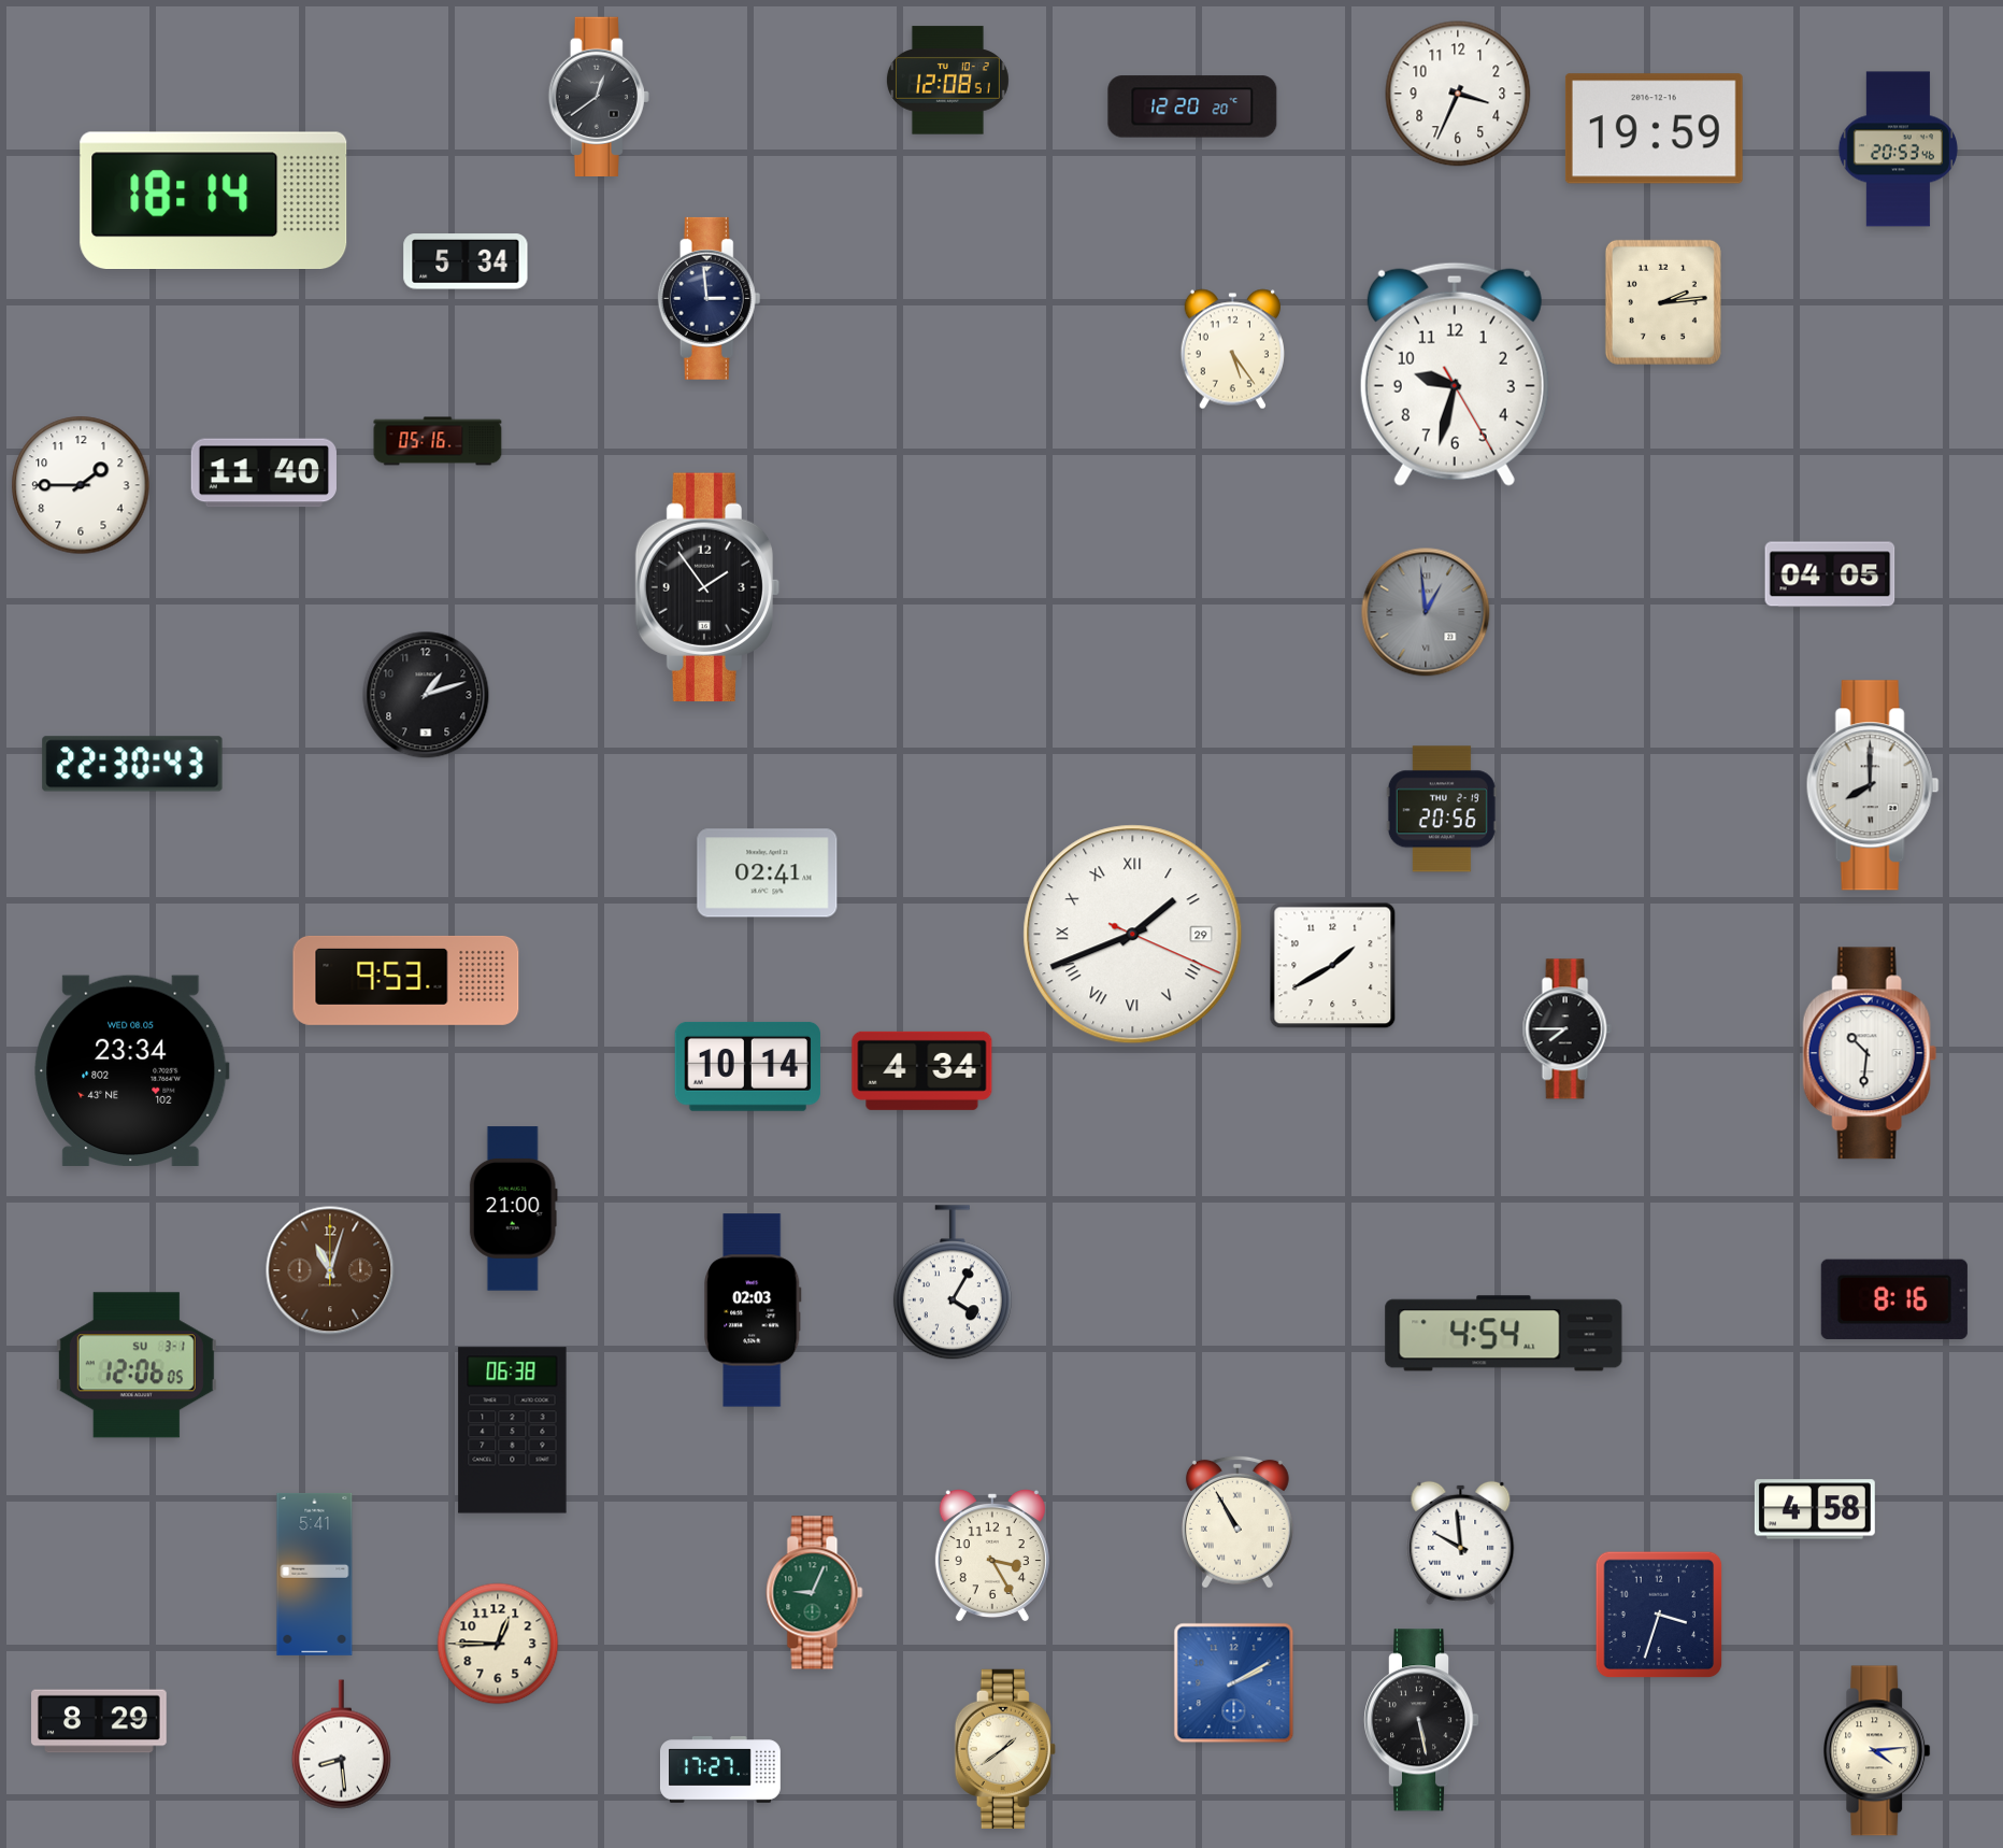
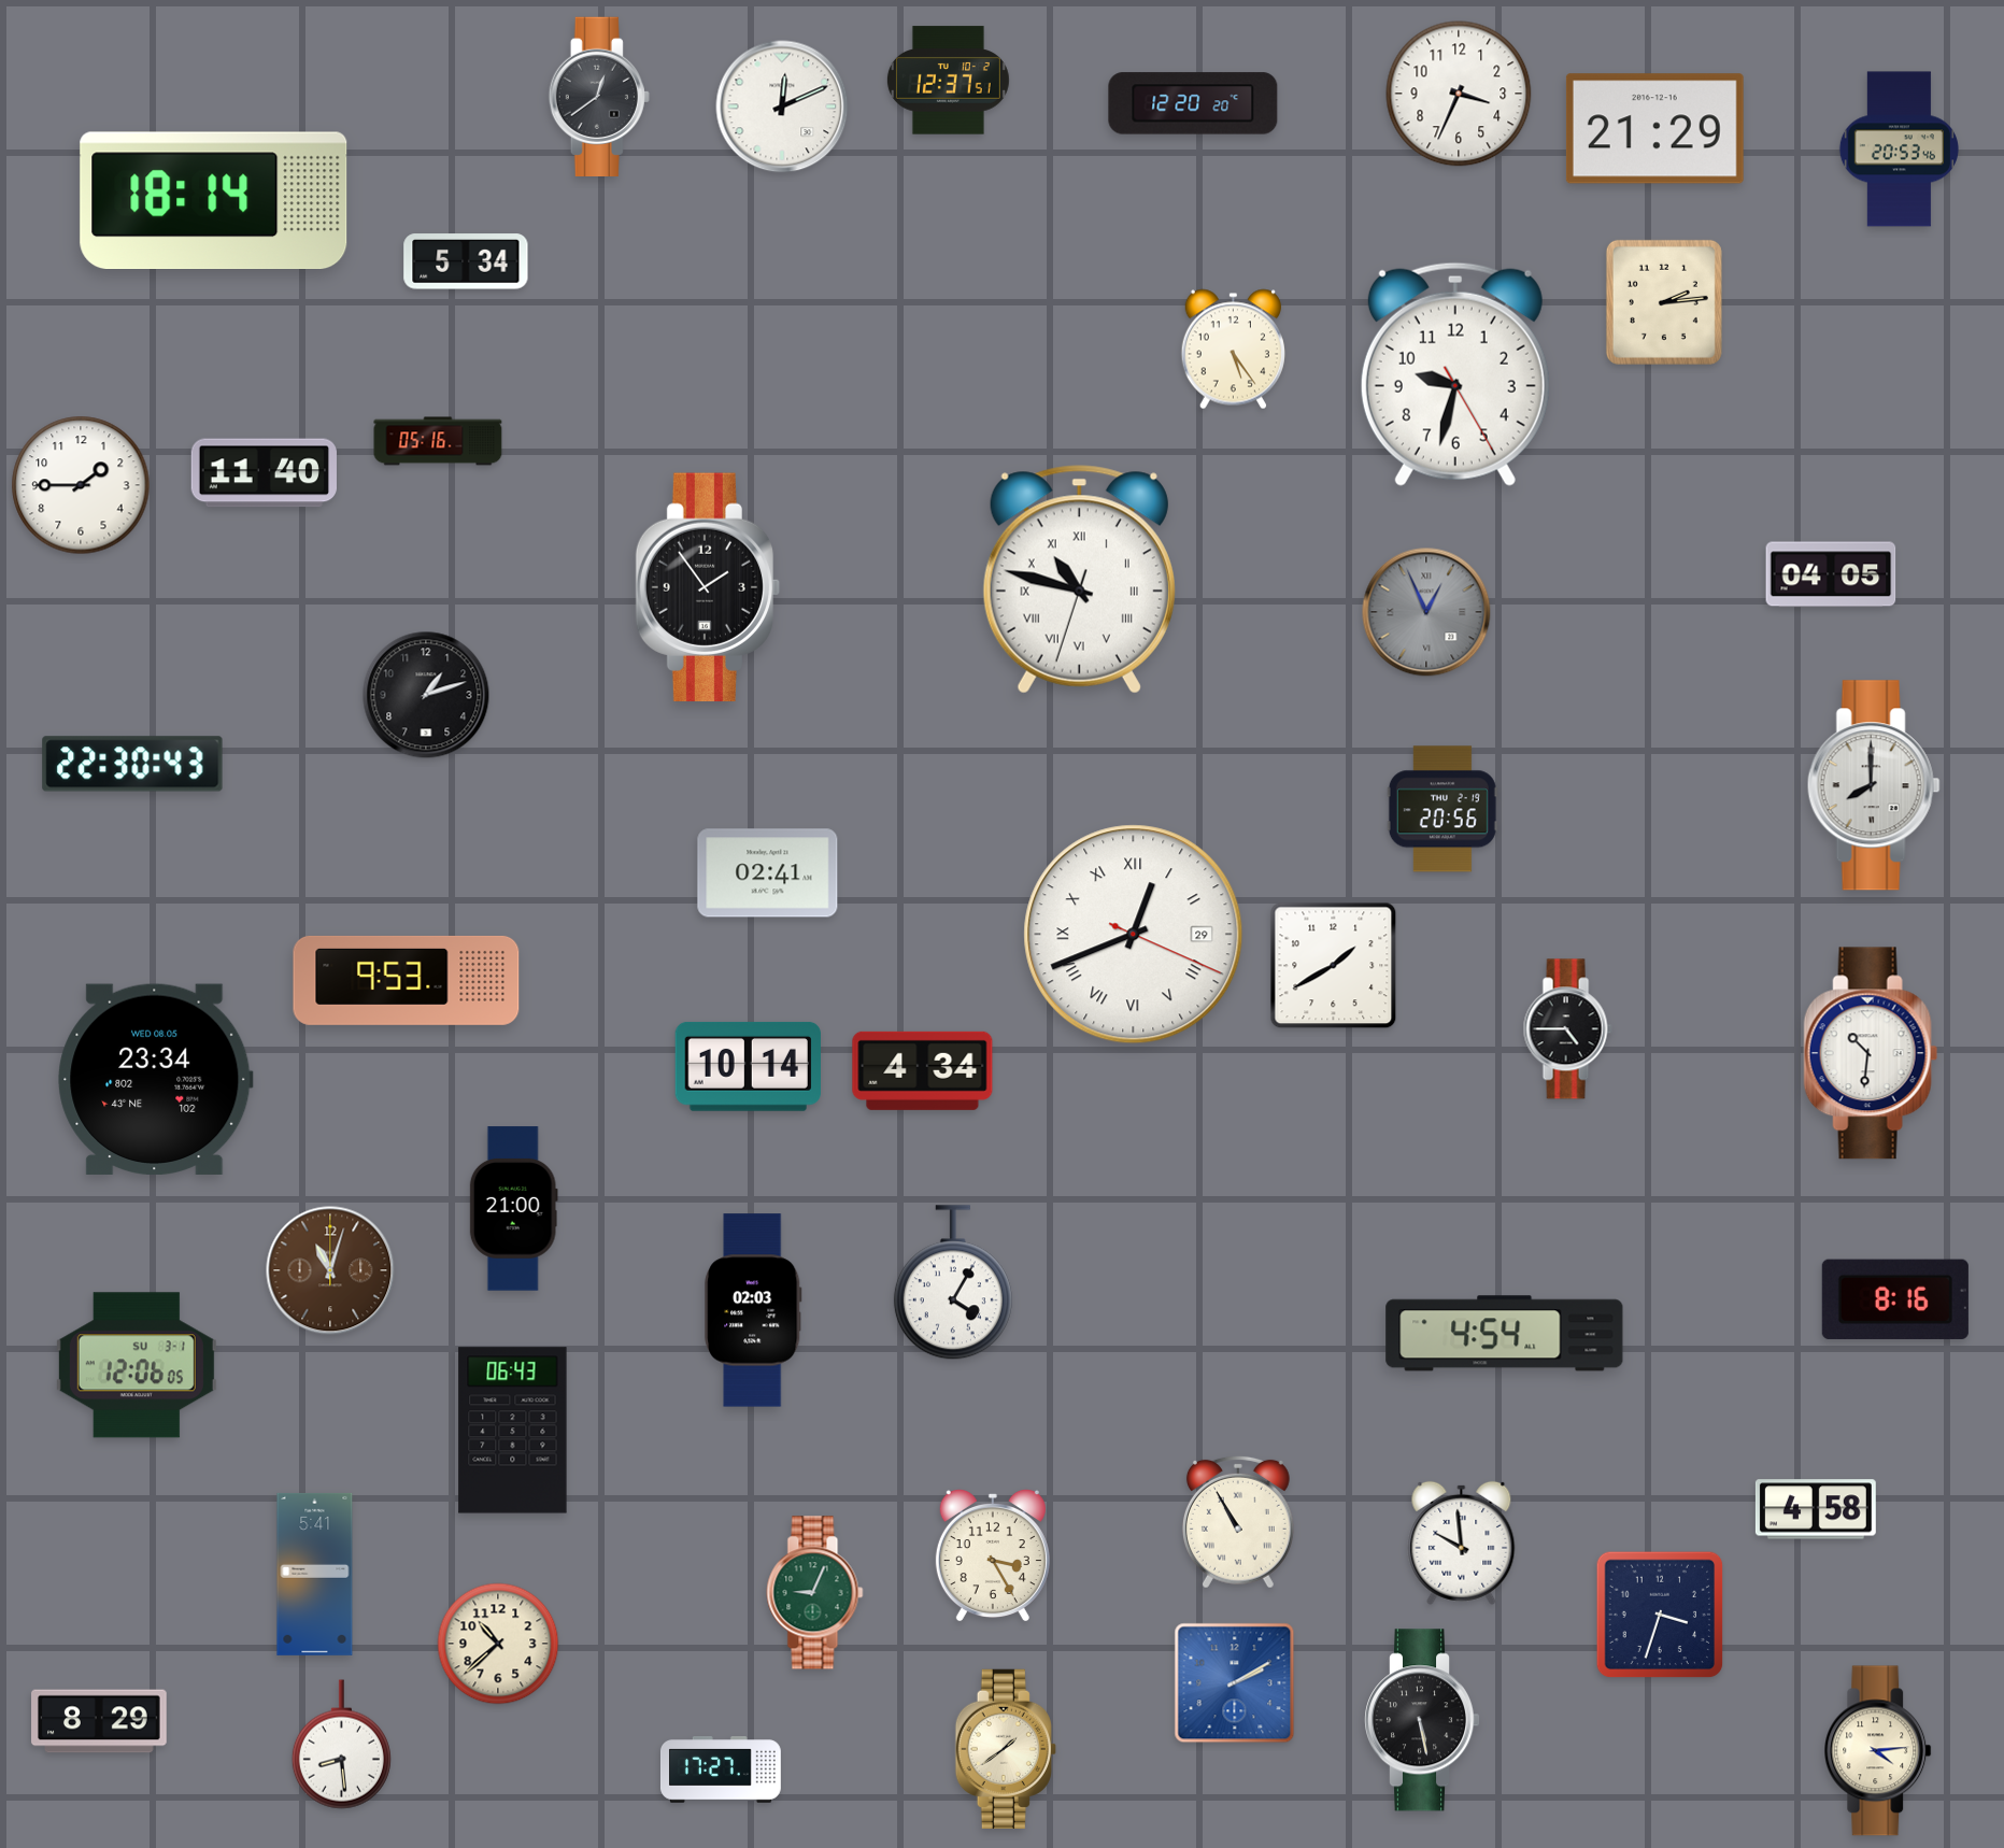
clock at (947, 81): 12:08 -> 12:37
clock at (782, 106): none -> 12:11
clock at (1192, 106) position: (1192, 106) -> (1193, 103)
clock at (1654, 129): 19:59 -> 21:29
clock at (710, 298): 2:59 -> none
clock at (1079, 580): none -> 10:47
clock at (1426, 612): 12:59 -> 12:56
clock at (1133, 935): 1:41 -> 12:41
clock at (1566, 1029): 7:45 -> 4:45
clock at (132, 1070) position: (132, 1070) -> (156, 1079)
clock at (513, 1431): 06:38 -> 06:43
clock at (498, 1644): 12:45 -> 10:38
